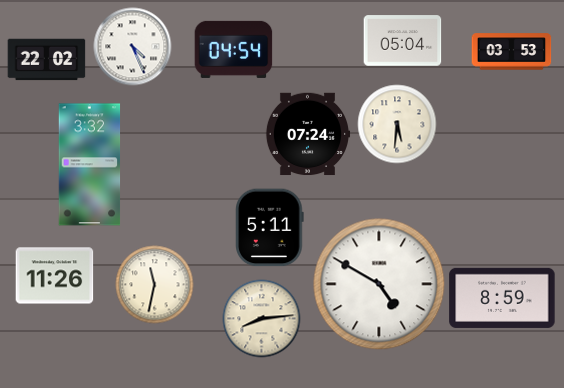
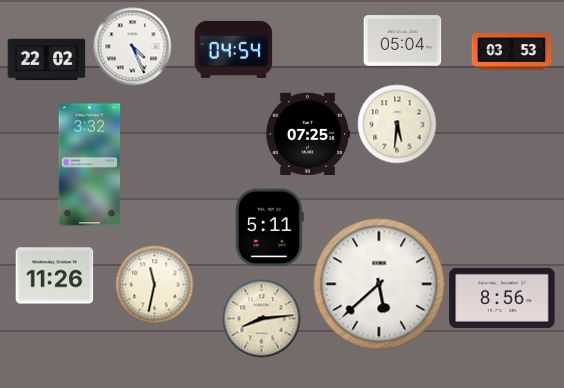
clock at (308, 134): 07:24 -> 07:25
clock at (379, 284): 4:50 -> 5:38
clock at (502, 298): 8:59 -> 8:56
